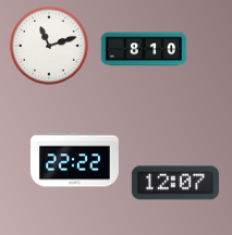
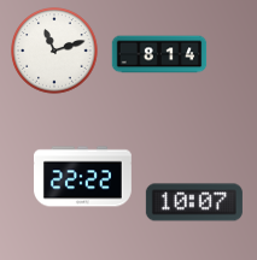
clock at (144, 49): 8:10 -> 8:14
clock at (175, 183): 12:07 -> 10:07
